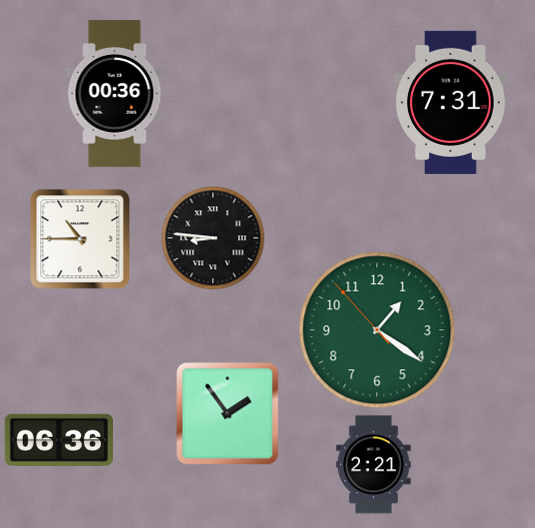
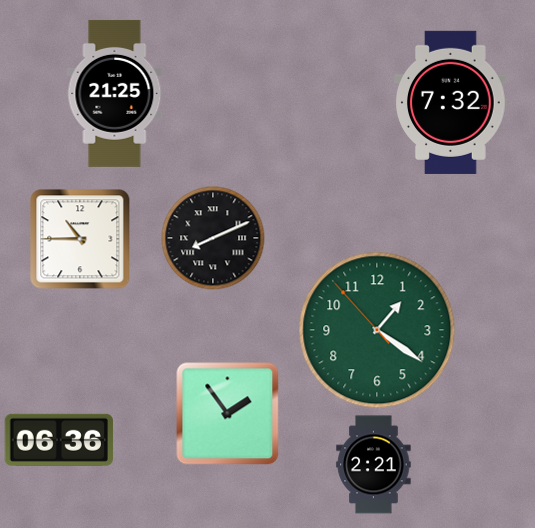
clock at (115, 93): 00:36 -> 21:25
clock at (451, 102): 7:31 -> 7:32
clock at (213, 238): 8:46 -> 8:11
